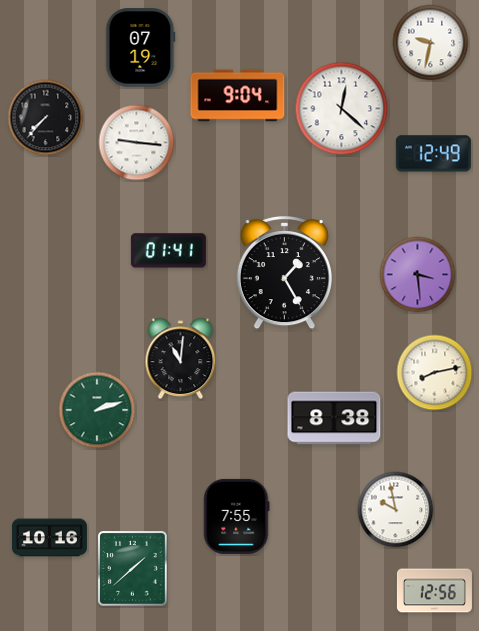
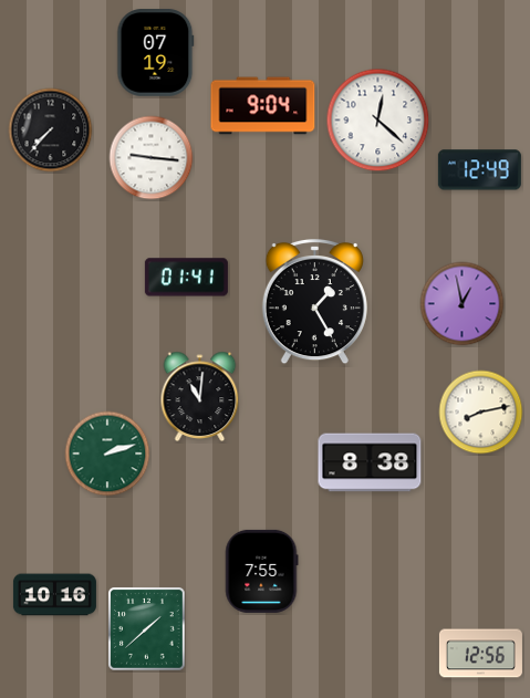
clock at (431, 43): 9:32 -> none
clock at (418, 275): 3:29 -> 12:58
clock at (396, 510): 9:58 -> none
